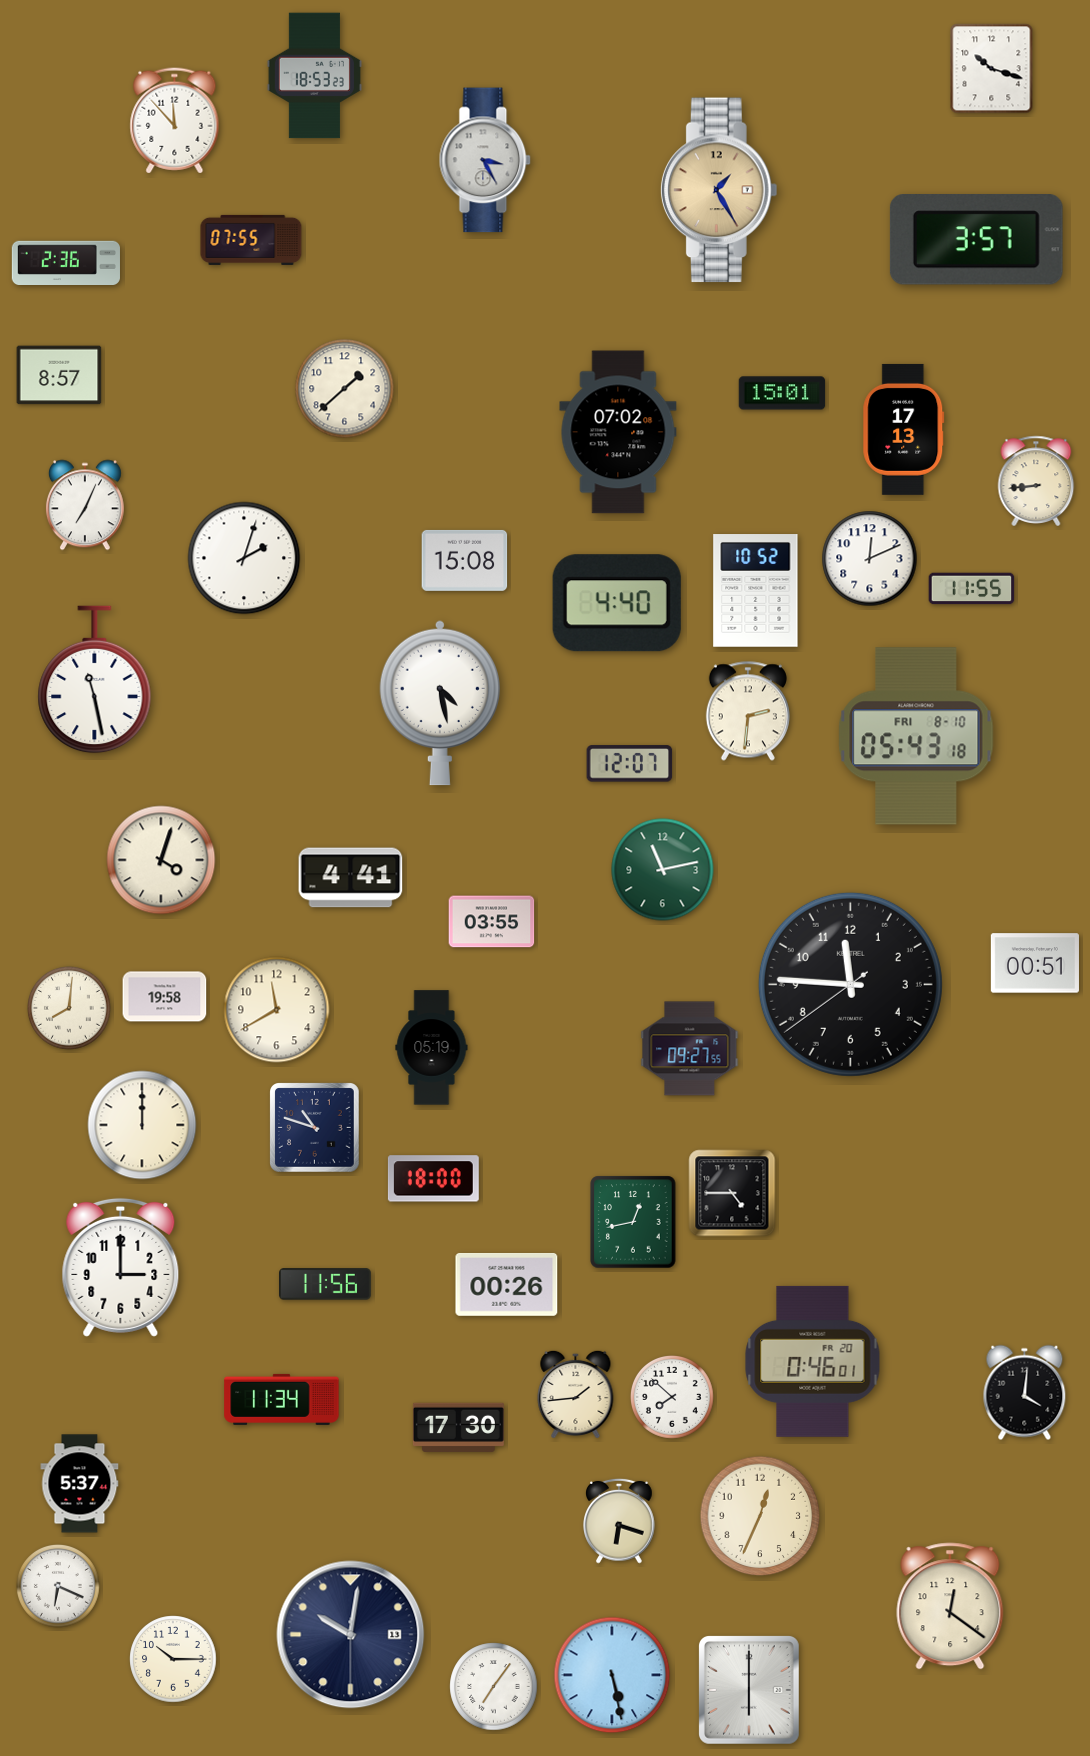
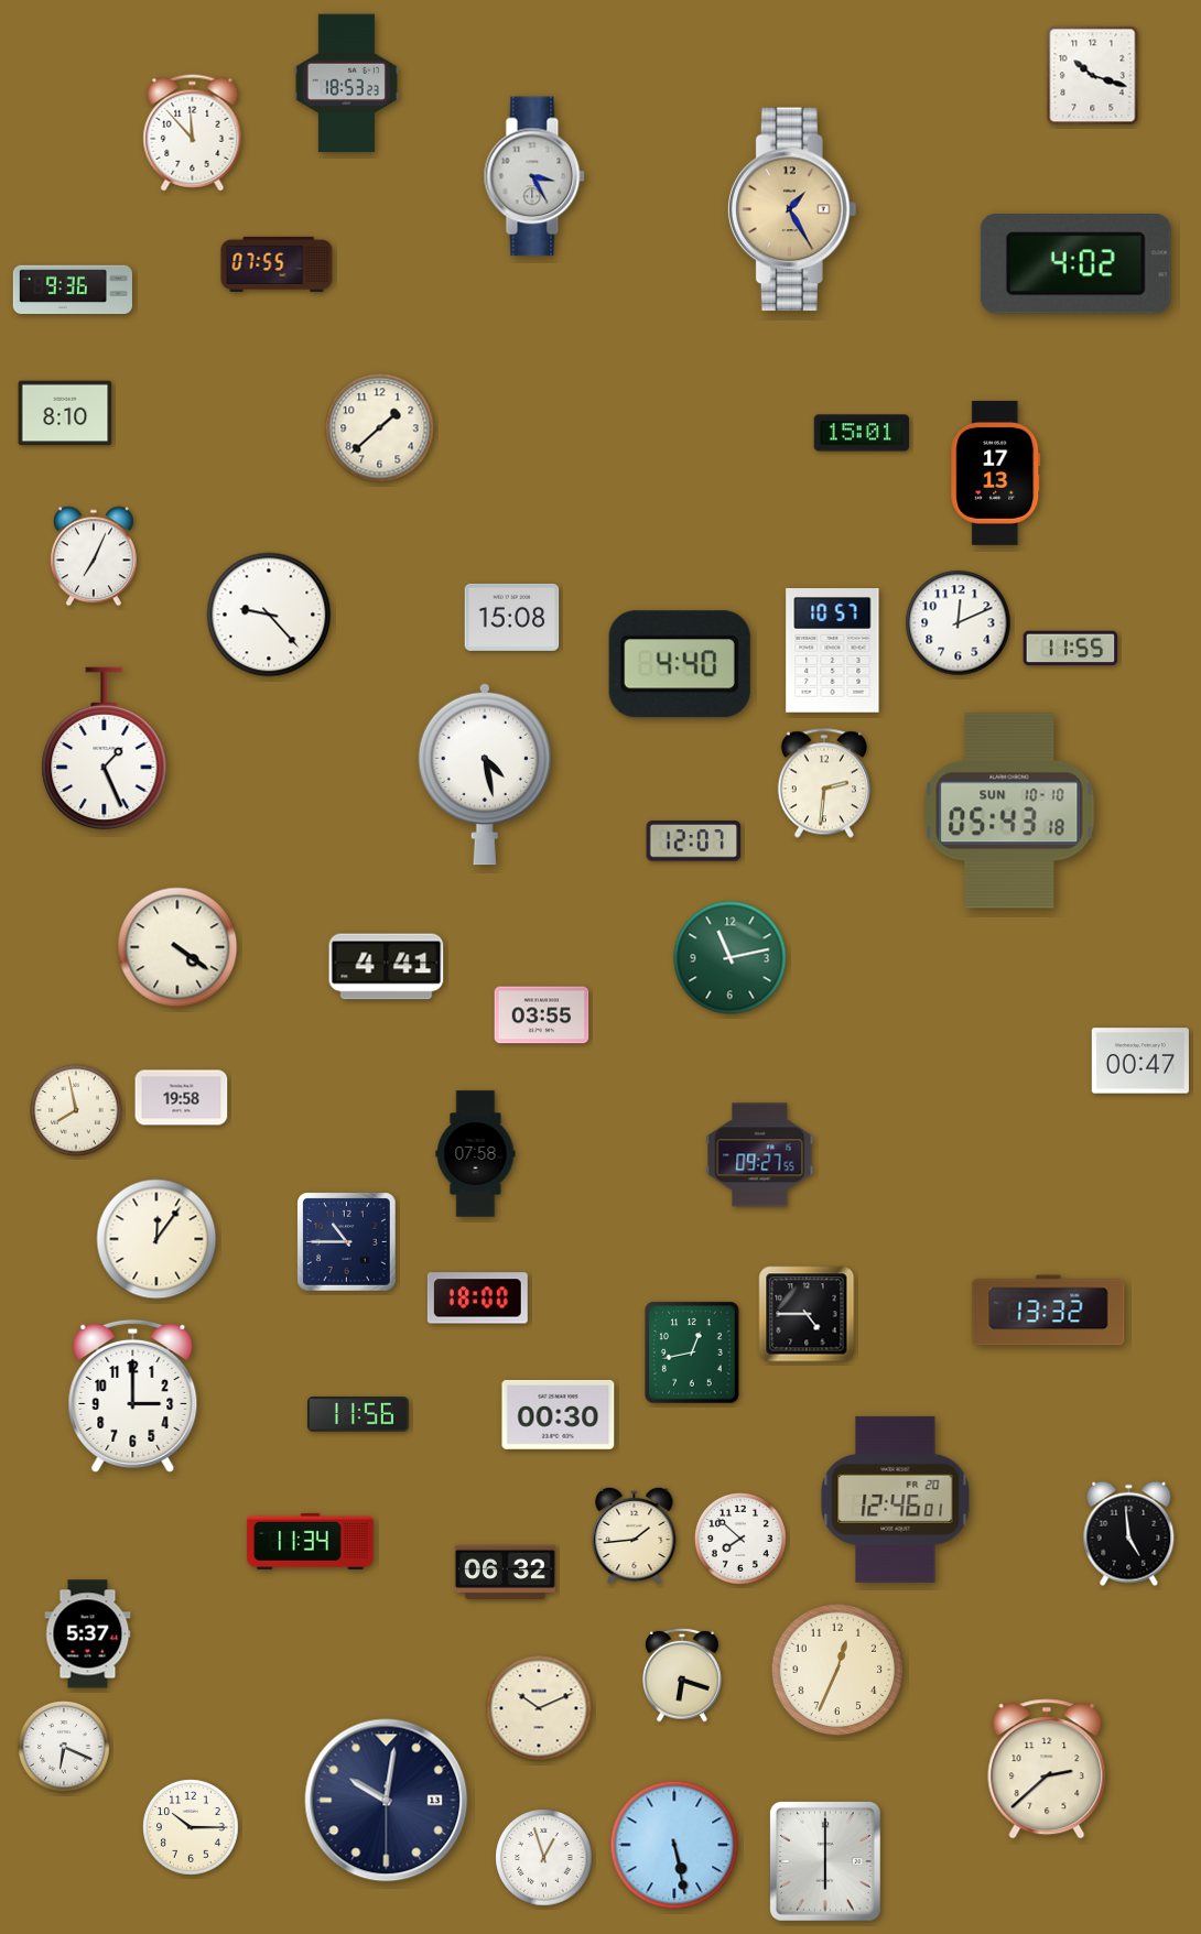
clock at (976, 240): 3:57 -> 4:02
clock at (66, 262): 2:36 -> 9:36
clock at (59, 375): 8:57 -> 8:10
clock at (618, 432): 07:02 -> none
clock at (1036, 481): 8:44 -> none
clock at (244, 558): 2:03 -> 9:23
clock at (870, 559) position: (870, 559) -> (959, 623)
clock at (756, 591): 10:52 -> 10:57
clock at (95, 680): 11:28 -> 1:26
clock at (916, 736) date: FRI 8-10 -> SUN 10-10
clock at (161, 860): 4:03 -> 4:21
clock at (1035, 963): 00:51 -> 00:47
clock at (850, 984): 11:45 -> none
clock at (69, 1008): 8:01 -> 7:58
clock at (277, 1010): 11:40 -> none
clock at (432, 1048): 05:19 -> 07:58
clock at (142, 1125): 12:00 -> 12:06
clock at (315, 1128): 10:48 -> 10:45
clock at (1049, 1311): none -> 13:32
clock at (633, 1222) position: (633, 1222) -> (692, 1352)
clock at (507, 1285): 00:26 -> 00:30
clock at (813, 1361): 0:46 -> 12:46
clock at (1025, 1393): 4:01 -> 4:59
clock at (458, 1427): 17:30 -> 06:32
clock at (539, 1708): none -> 10:11
clock at (950, 1606): 12:21 -> 2:38
clock at (494, 1687): 7:06 -> 12:57
